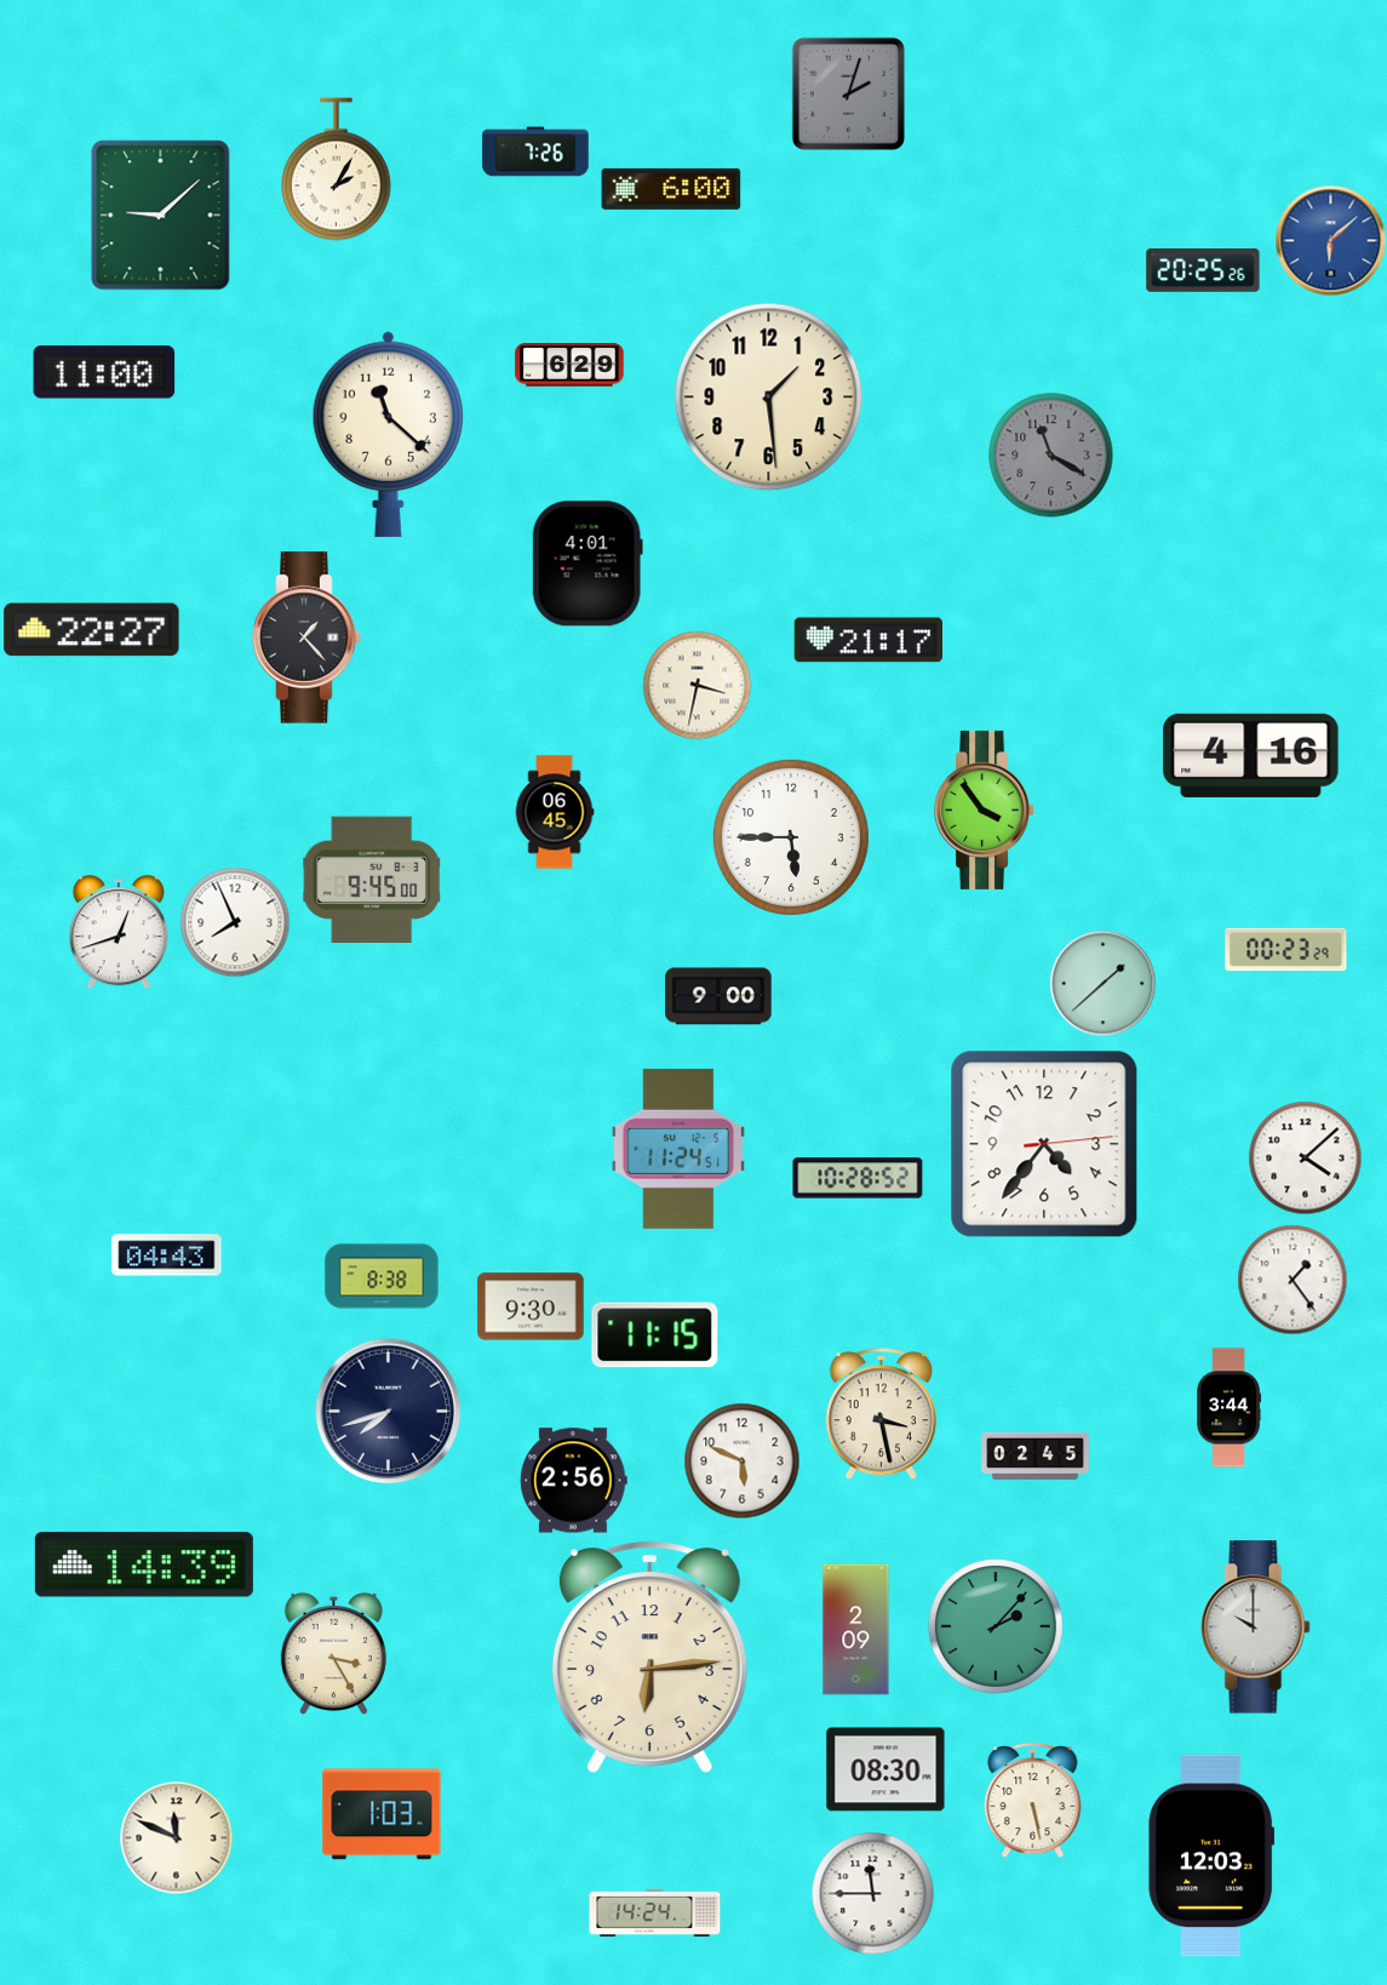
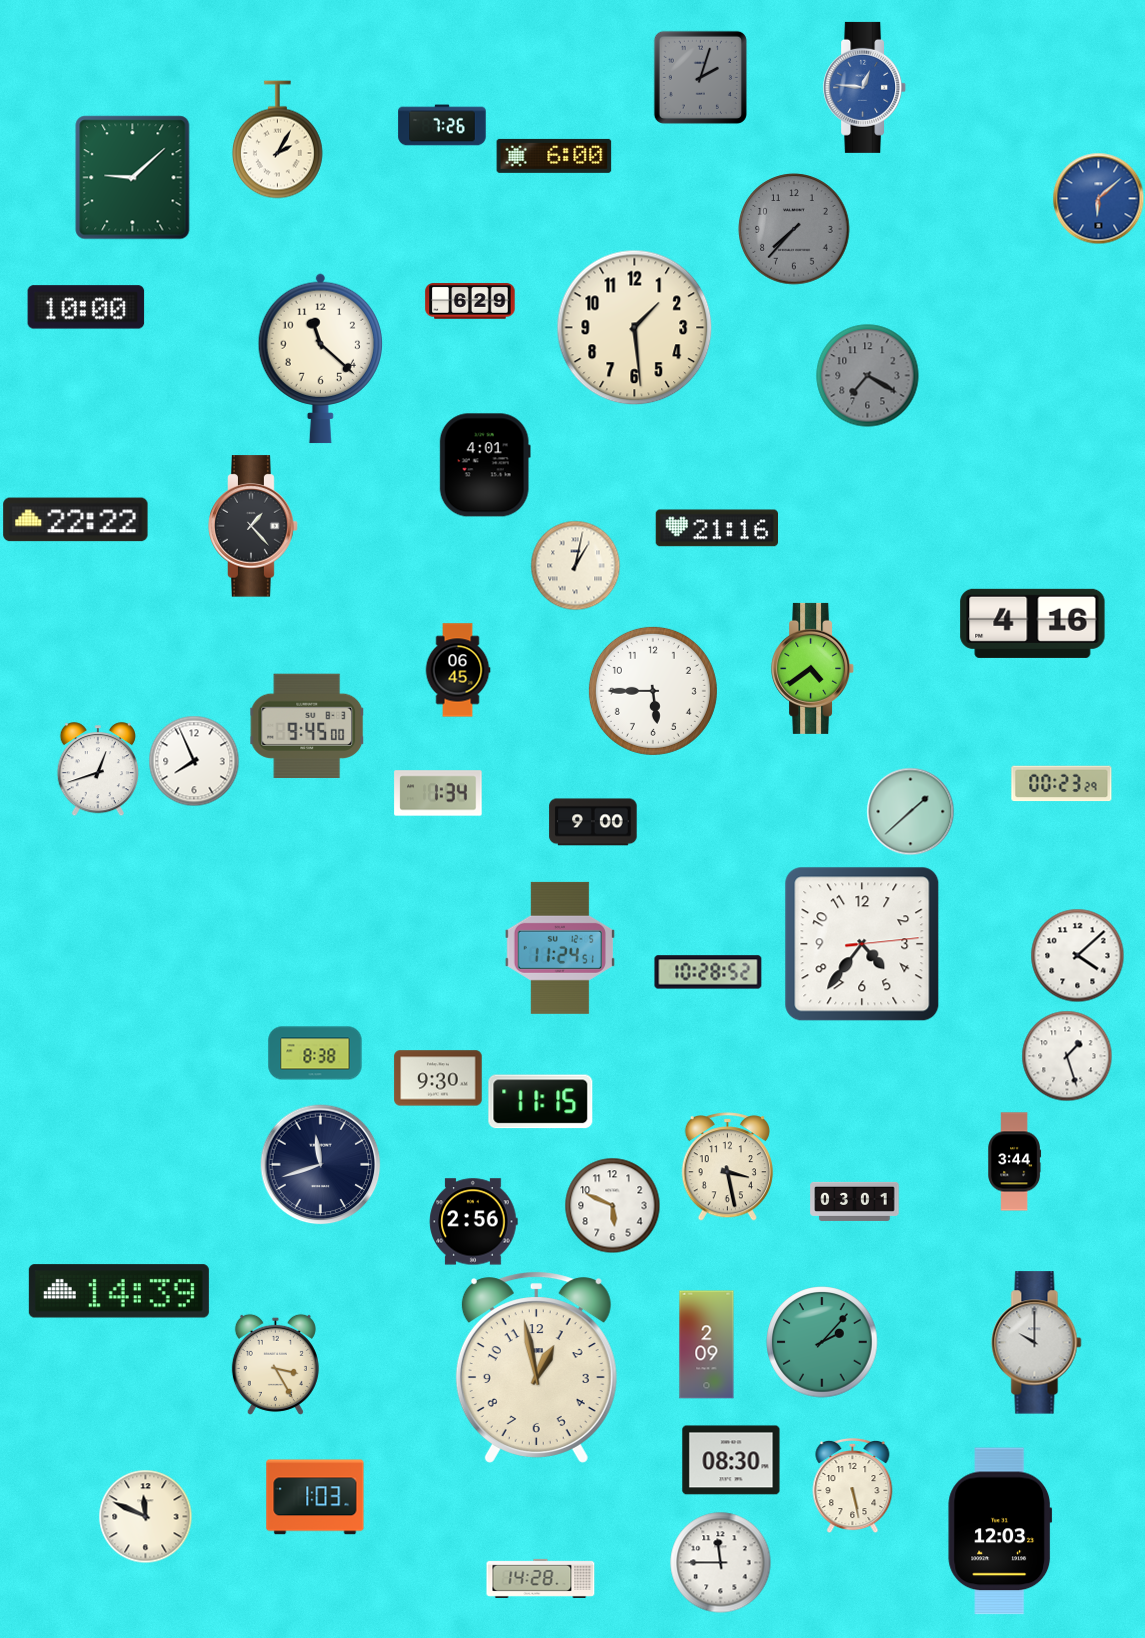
clock at (865, 87): none -> 12:46
clock at (1203, 271): 20:25 -> none
clock at (794, 229): none -> 7:37
clock at (104, 372): 11:00 -> 10:00
clock at (1051, 456): 11:20 -> 7:20
clock at (92, 630): 22:27 -> 22:22
clock at (867, 640): 21:17 -> 21:16
clock at (697, 685): 3:32 -> 1:02
clock at (985, 810): 3:54 -> 4:39
clock at (438, 793): none -> 1:34
clock at (167, 1255): 04:43 -> none
clock at (1293, 1280): 1:24 -> 1:27
clock at (389, 1412): 7:42 -> 11:42
clock at (1036, 1455): 02:45 -> 03:01
clock at (649, 1657): 6:14 -> 12:58
clock at (655, 1912): 14:24 -> 14:28
